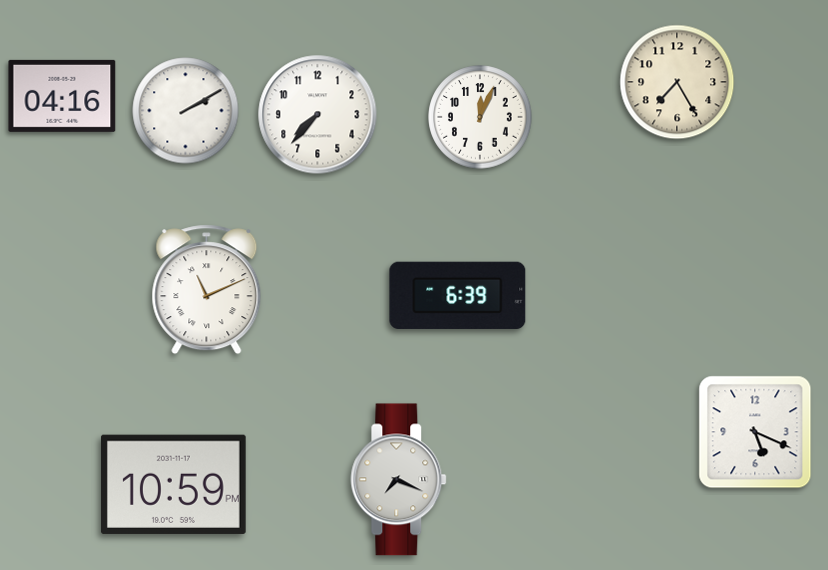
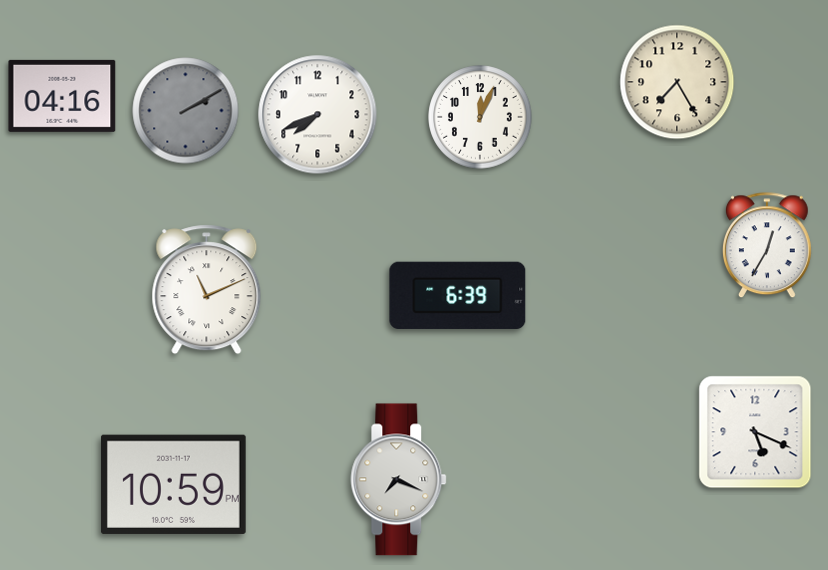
clock at (186, 111) dial: white -> grey
clock at (318, 115): 7:37 -> 7:41
clock at (767, 246): none -> 12:35
